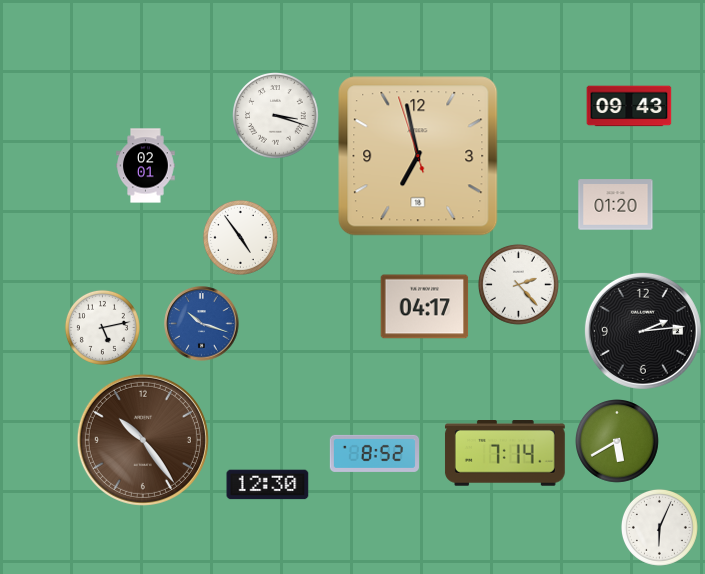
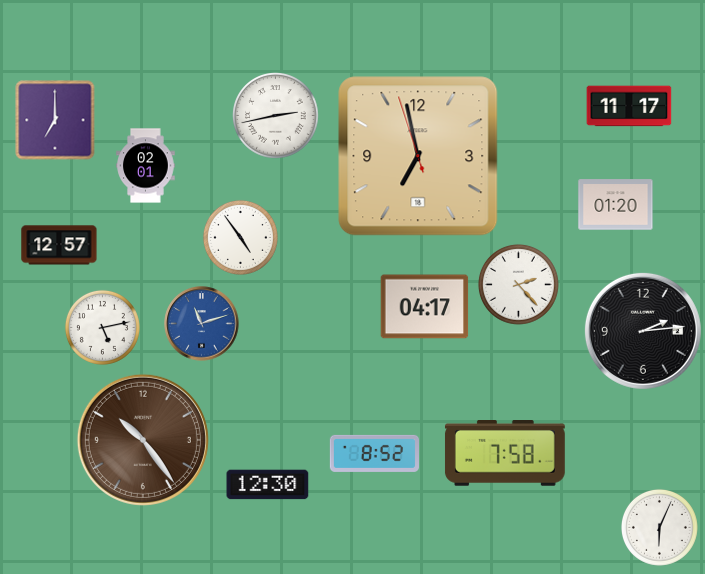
clock at (629, 106): 09:43 -> 11:17
clock at (276, 116): 3:18 -> 2:43
clock at (55, 120): none -> 7:00
clock at (59, 245): none -> 12:57
clock at (202, 324): 10:18 -> 11:12
clock at (618, 442): 5:40 -> none
clock at (505, 453): 7:14 -> 7:58
